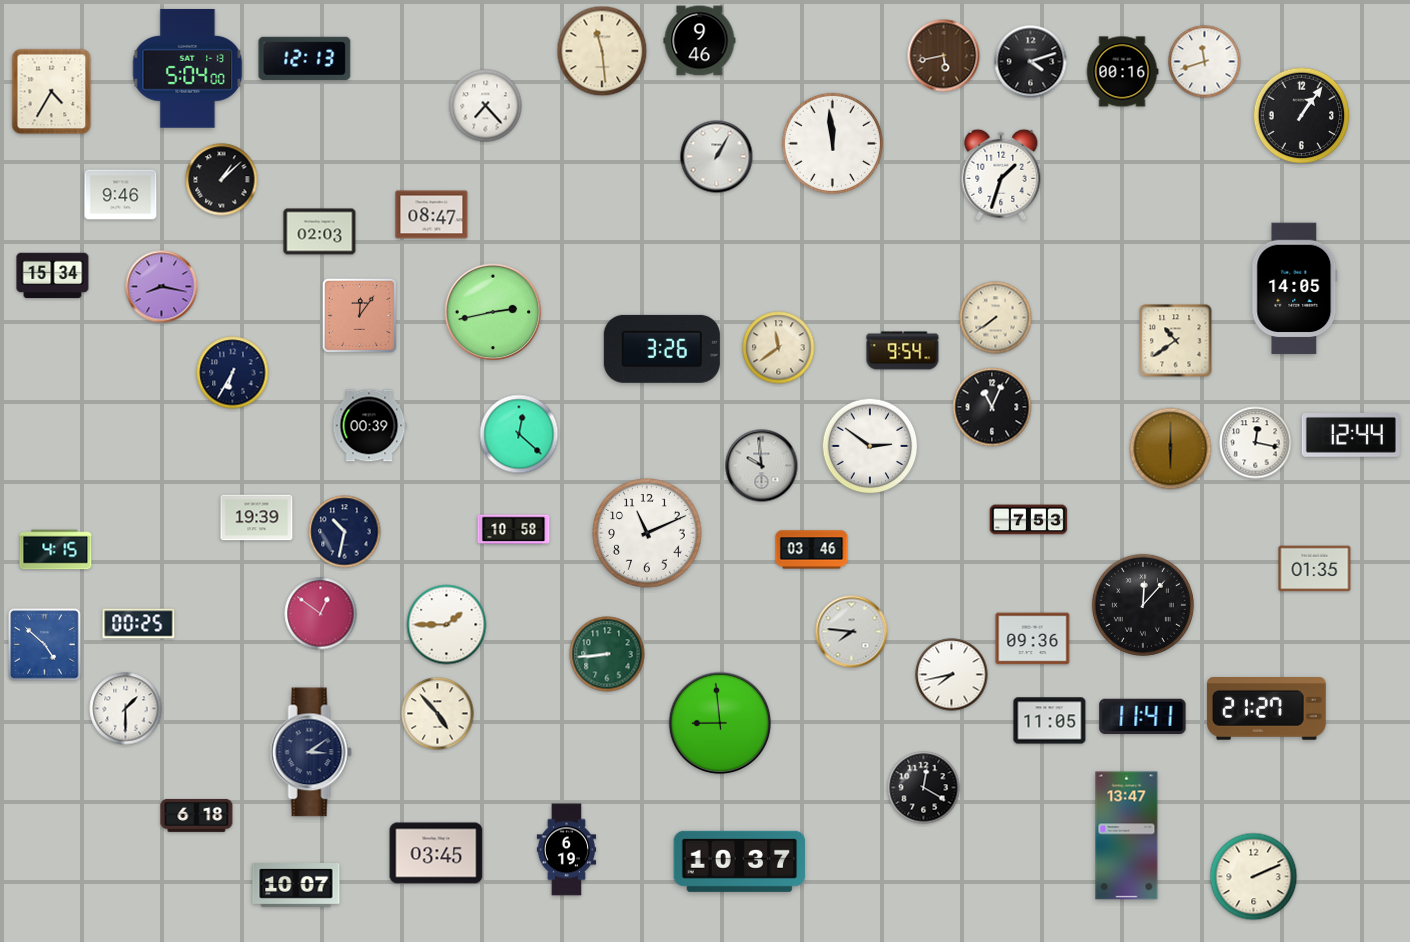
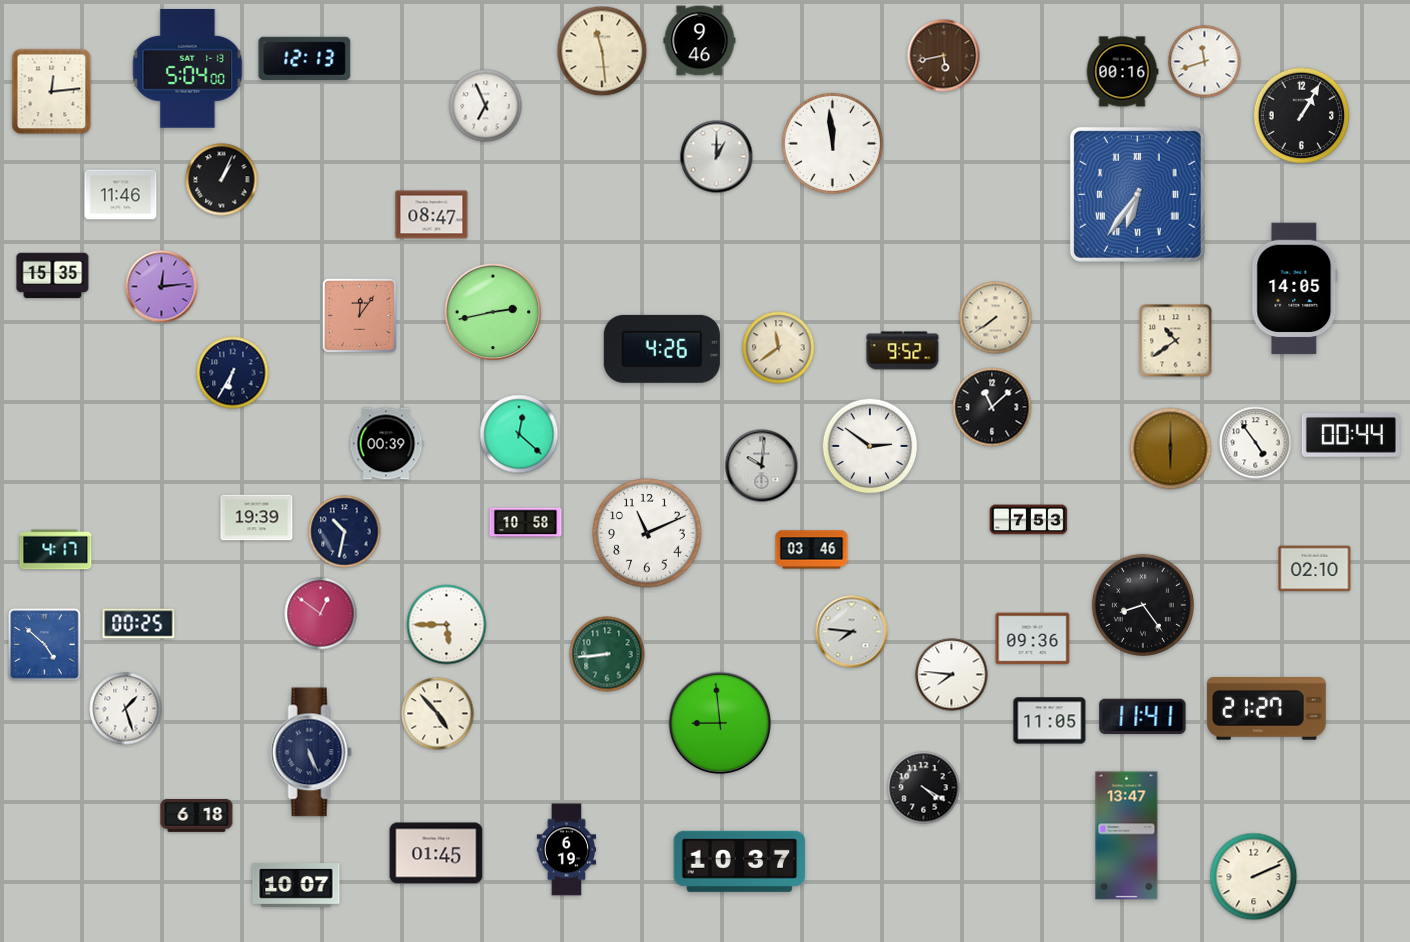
clock at (1031, 62): 4:12 -> none
clock at (52, 92): 4:35 -> 12:14
clock at (486, 106): 7:23 -> 6:56
clock at (1302, 116): 1:06 -> 1:05
clock at (717, 157): 1:05 -> 1:00
clock at (1001, 175): 1:33 -> none
clock at (222, 180): 1:08 -> 1:04
clock at (1137, 194): none -> 6:36
clock at (121, 195): 9:46 -> 11:46
clock at (320, 232): 02:03 -> none
clock at (53, 276): 15:34 -> 15:35
clock at (162, 287): 8:17 -> 12:14
clock at (662, 349): 3:26 -> 4:26
clock at (903, 351): 9:54 -> 9:52
clock at (992, 407): 11:04 -> 11:08
clock at (369, 426) position: (369, 426) -> (386, 444)
clock at (1351, 436): 12:44 -> 00:44
clock at (1256, 443): 12:17 -> 4:54
clock at (762, 466): 9:59 -> 10:01
clock at (514, 530) position: (514, 530) -> (526, 523)
clock at (56, 550): 4:15 -> 4:17
clock at (1315, 569): 01:35 -> 02:10
clock at (1143, 605): 12:07 -> 8:24
clock at (447, 625): 1:45 -> 5:45
clock at (952, 675): 7:43 -> 7:46
clock at (126, 709): 1:30 -> 1:27
clock at (311, 752): 3:09 -> 5:26
clock at (924, 788): 12:20 -> 4:20
clock at (436, 853): 03:45 -> 01:45
